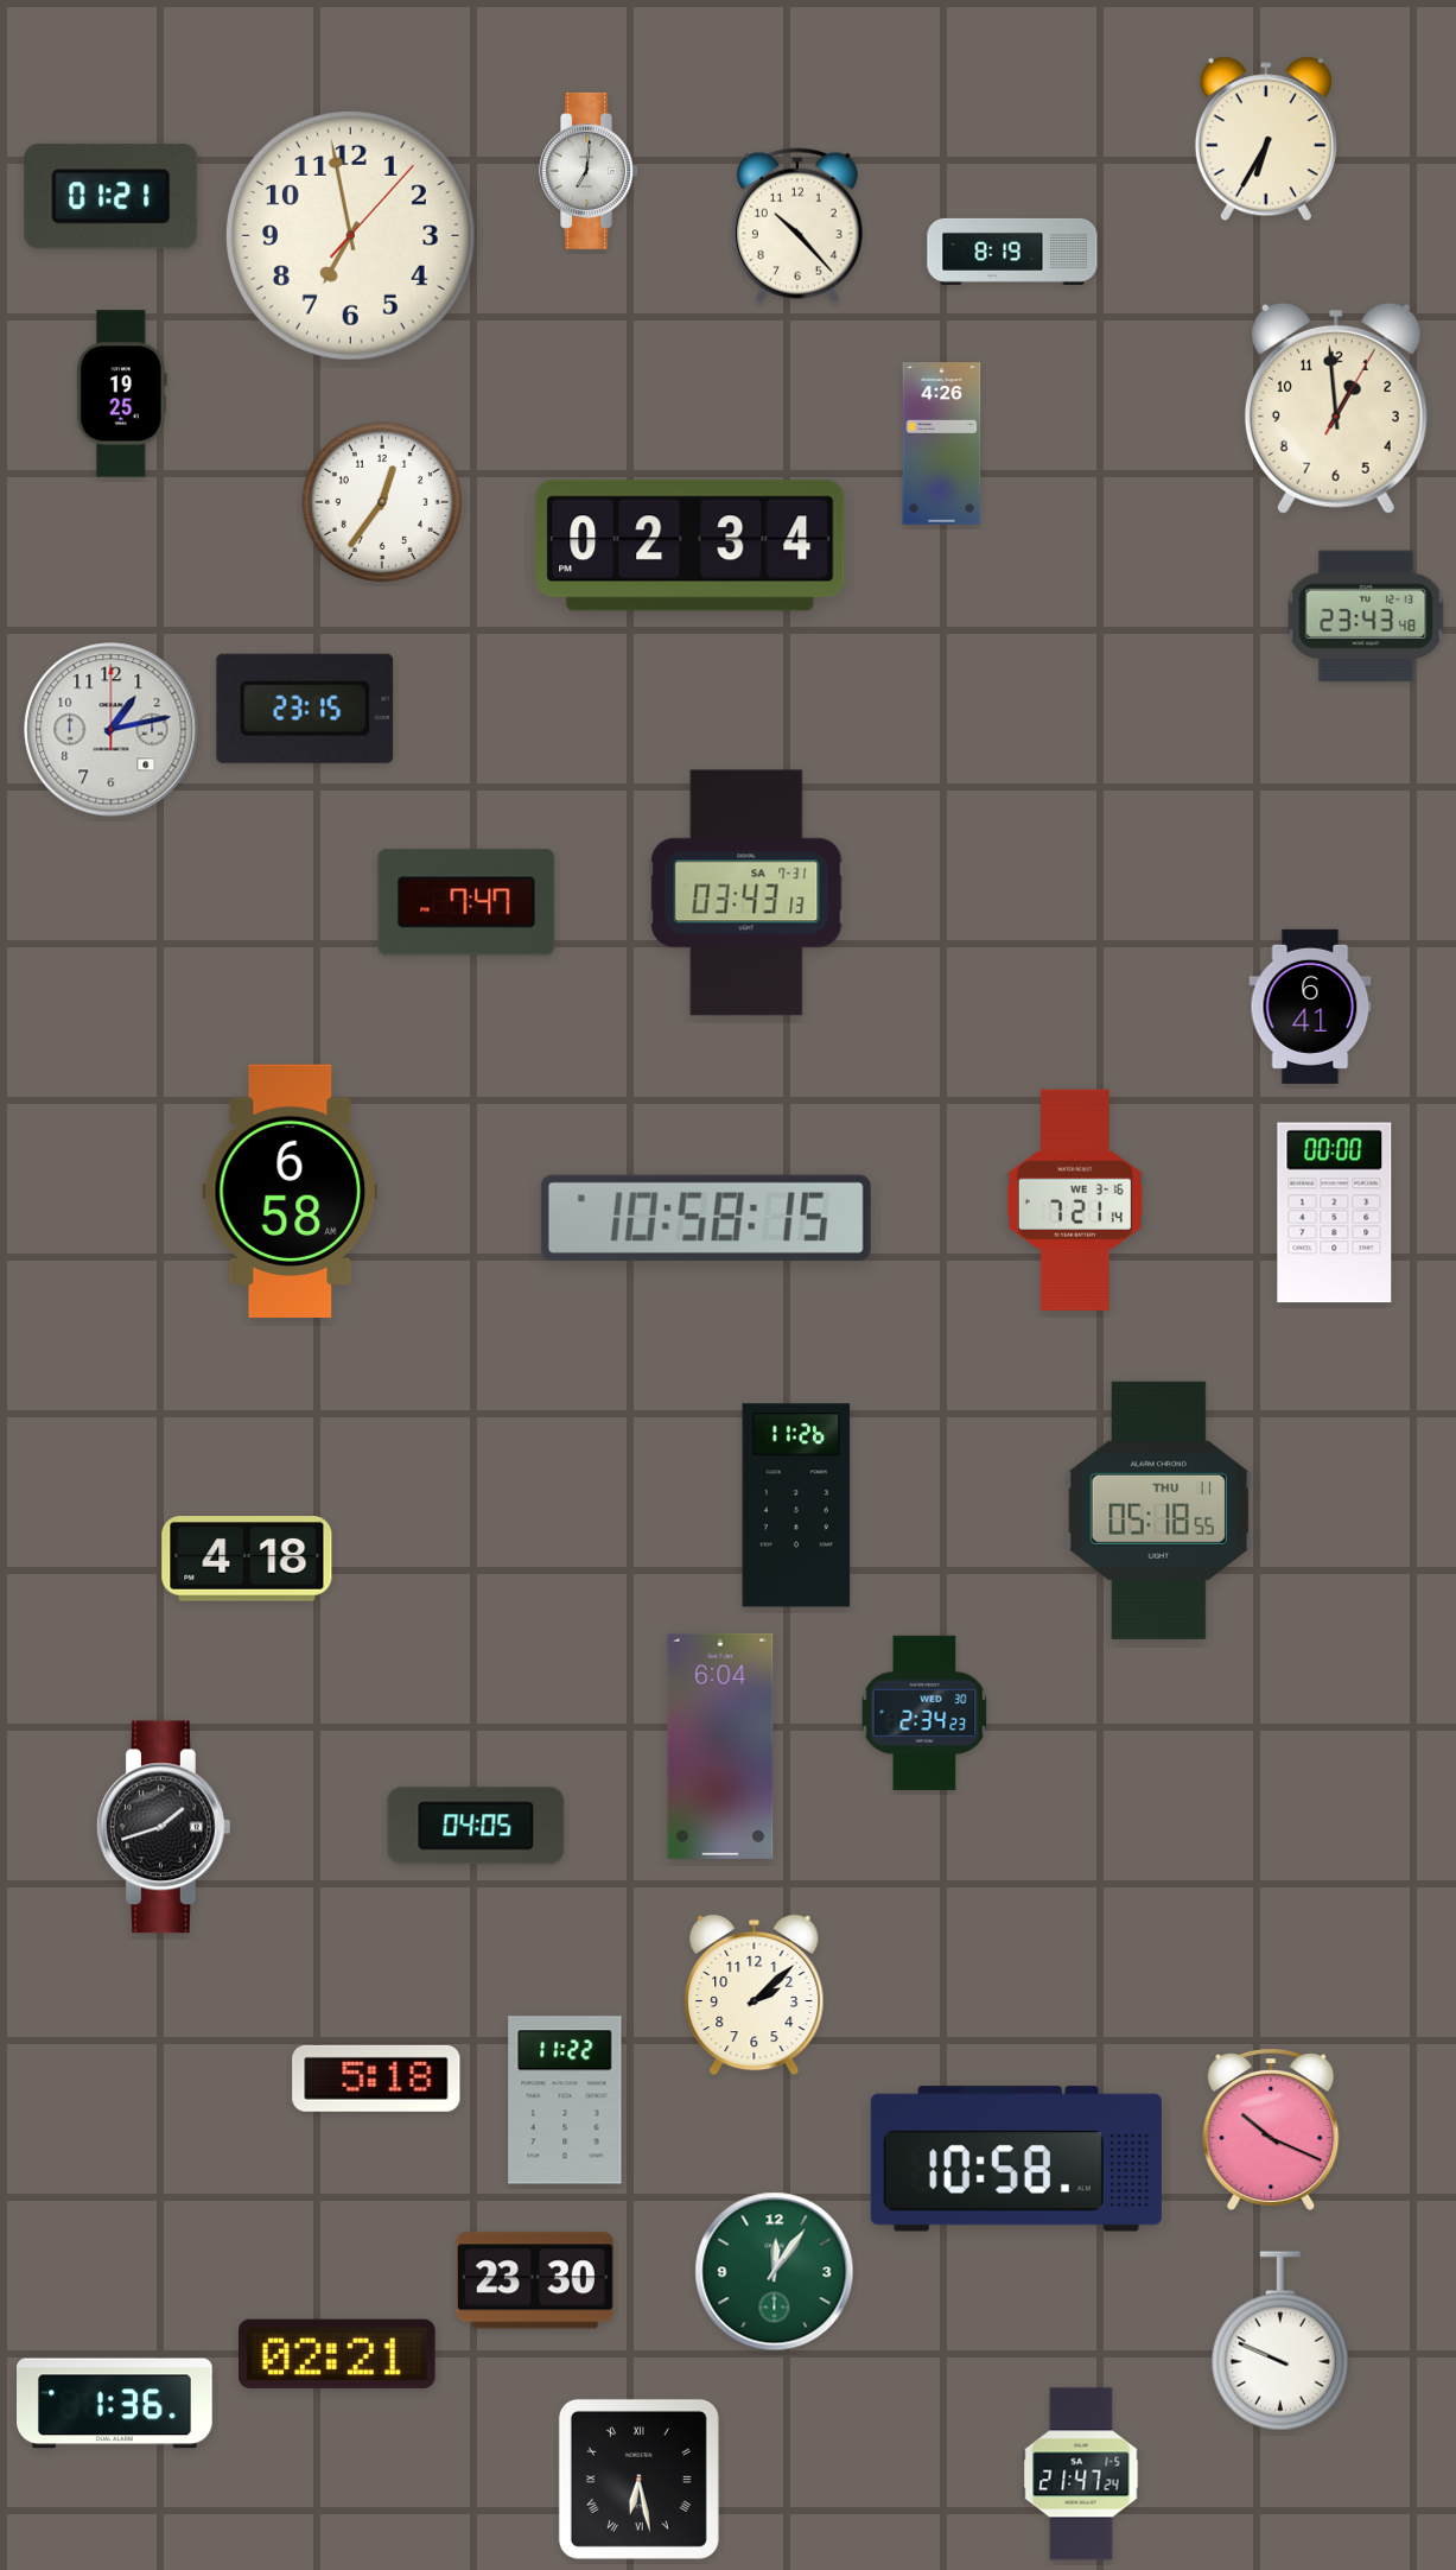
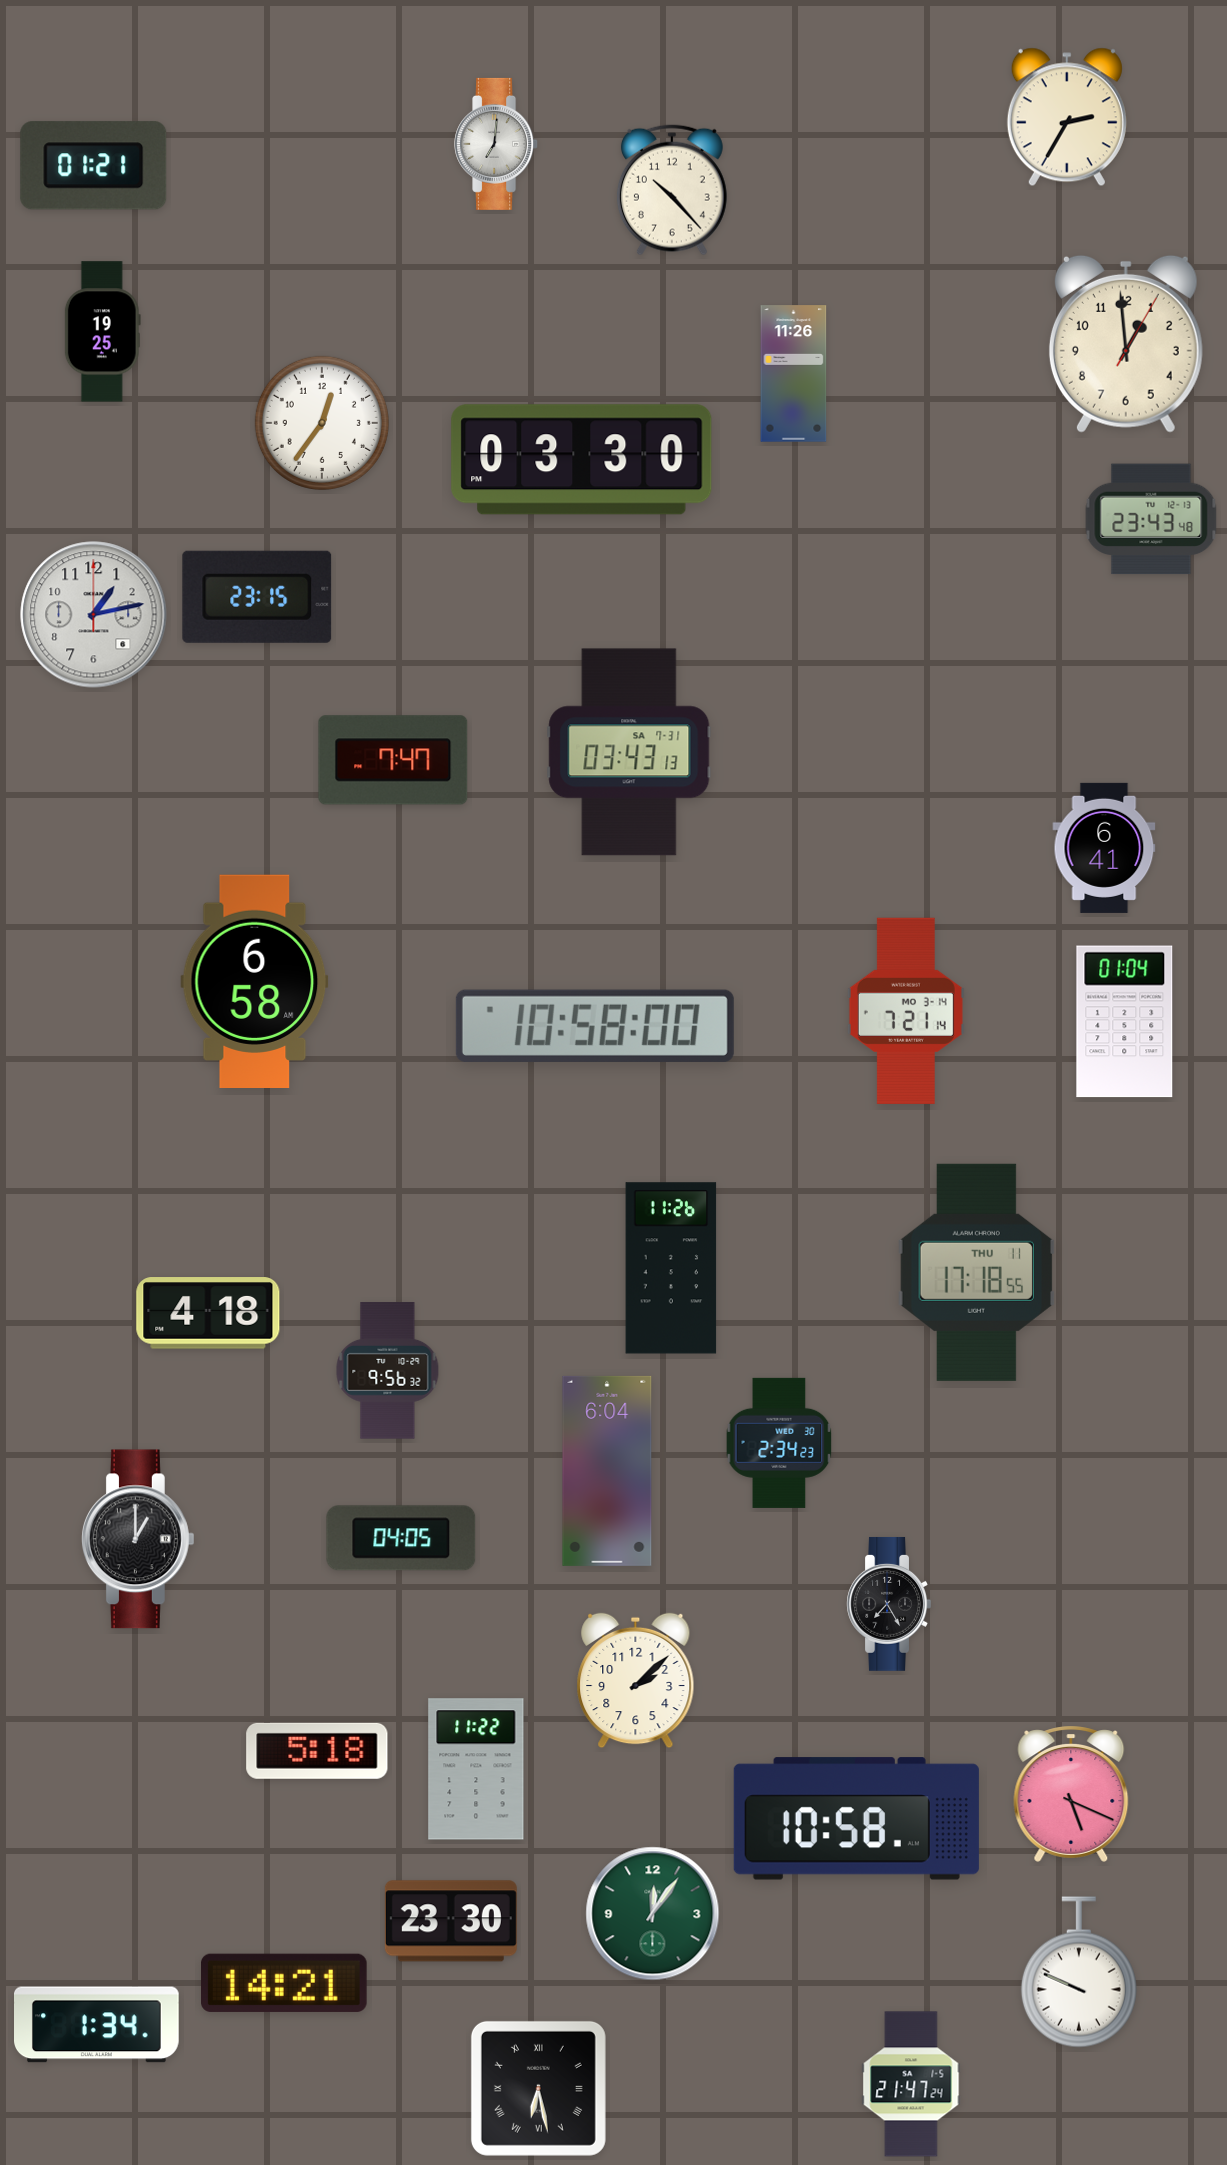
clock at (1266, 139): 6:35 -> 2:35
clock at (350, 235): 6:58 -> none
clock at (1012, 252): 8:19 -> none
clock at (942, 444): 4:26 -> 11:26
clock at (691, 546): 02:34 -> 03:30
clock at (291, 1191) position: (291, 1191) -> (255, 981)
clock at (1075, 1200) date: WE 3-16 -> MO 3-14
clock at (1335, 1213): 00:00 -> 01:04
clock at (706, 1218): 10:58:15 -> 10:58:00
clock at (1158, 1510): 05:18 -> 17:18
clock at (388, 1371): none -> 9:56
clock at (164, 1827): 1:42 -> 1:00
clock at (889, 1604): none -> 7:25
clock at (1271, 2130): 10:19 -> 5:19
clock at (338, 2354): 02:21 -> 14:21
clock at (115, 2404): 1:36 -> 1:34
